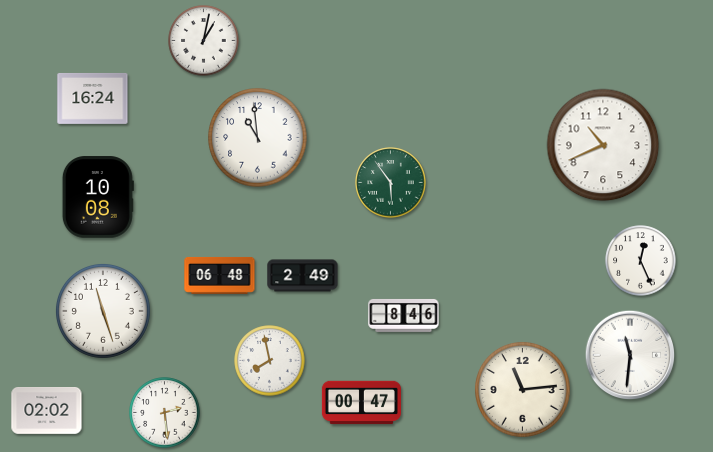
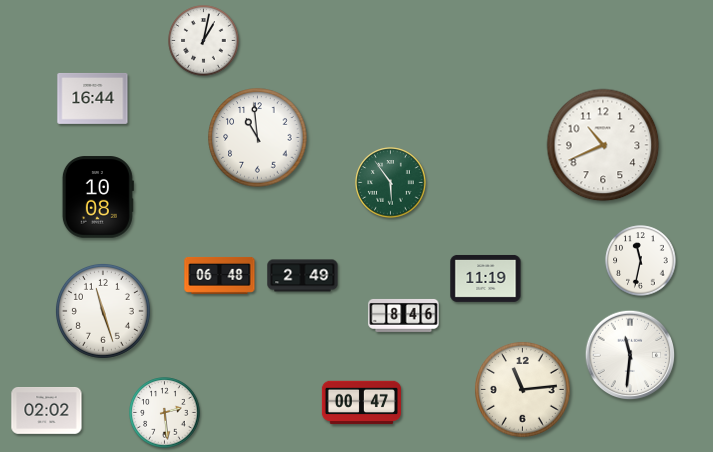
clock at (93, 98): 16:24 -> 16:44
clock at (641, 261): 12:26 -> 11:32
clock at (486, 278): none -> 11:19
clock at (270, 361): 7:58 -> none
